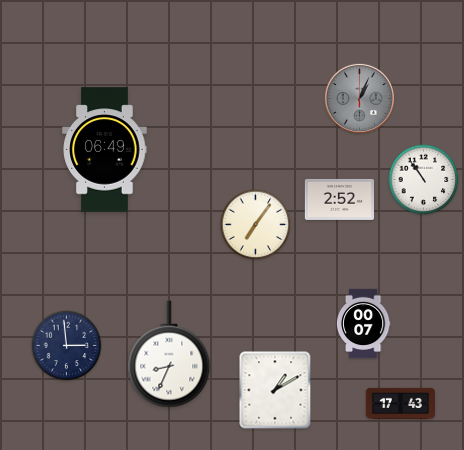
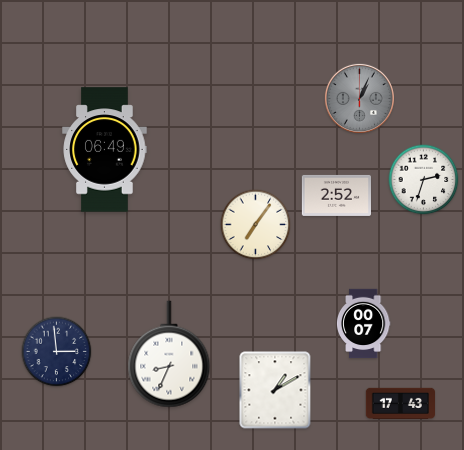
clock at (424, 180): 10:54 -> 2:33
clock at (340, 199) position: (340, 199) -> (337, 195)
clock at (67, 346) position: (67, 346) -> (57, 352)
